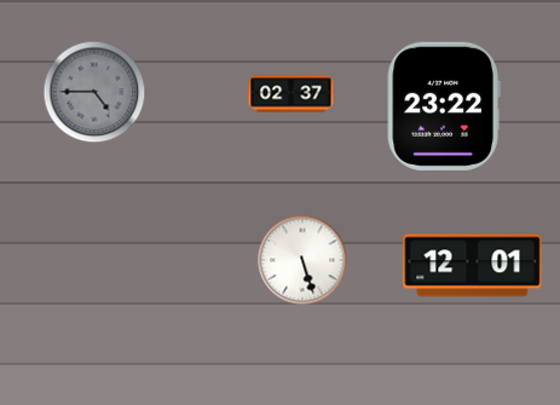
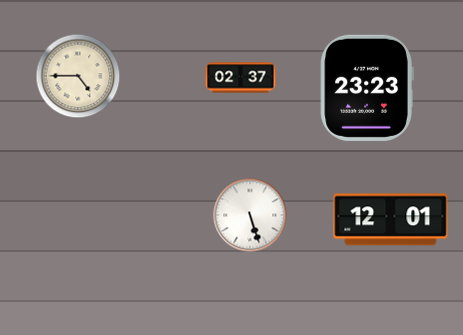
clock at (94, 92) dial: grey -> cream
clock at (444, 106): 23:22 -> 23:23
